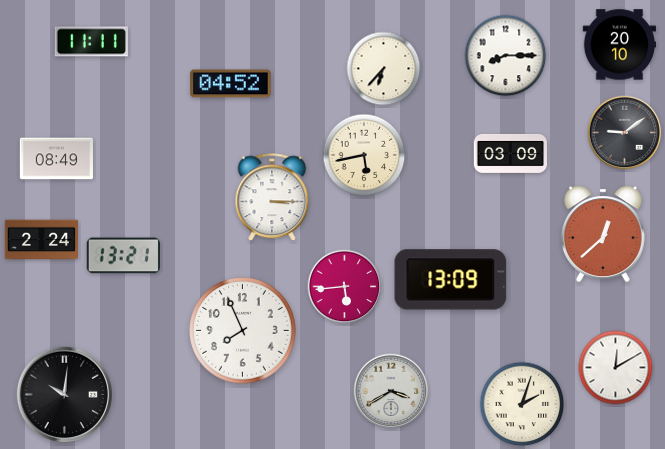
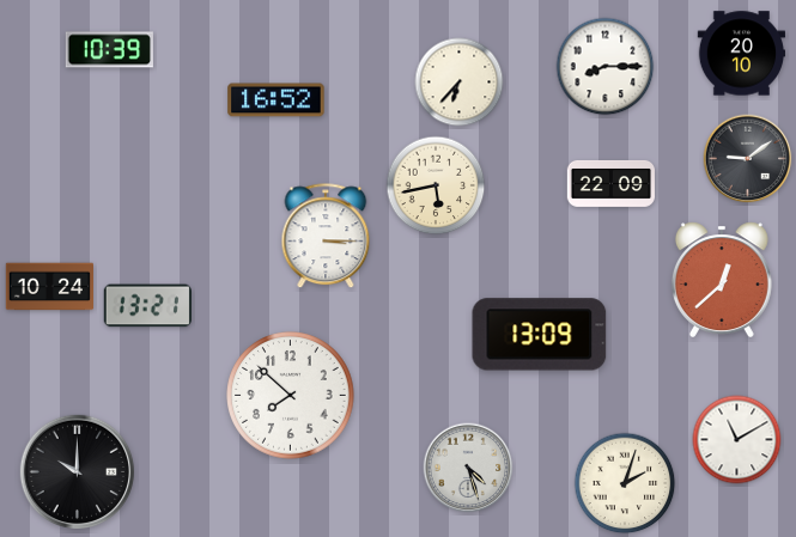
clock at (91, 42): 11:11 -> 10:39
clock at (231, 84): 04:52 -> 16:52
clock at (511, 153): 03:09 -> 22:09
clock at (56, 159): 08:49 -> none
clock at (41, 240): 2:24 -> 10:24
clock at (345, 287): 5:44 -> none
clock at (243, 331): 7:56 -> 7:52
clock at (616, 368): 12:10 -> 11:10
clock at (391, 391): 3:40 -> 4:27
clock at (64, 394): 10:01 -> 10:00
